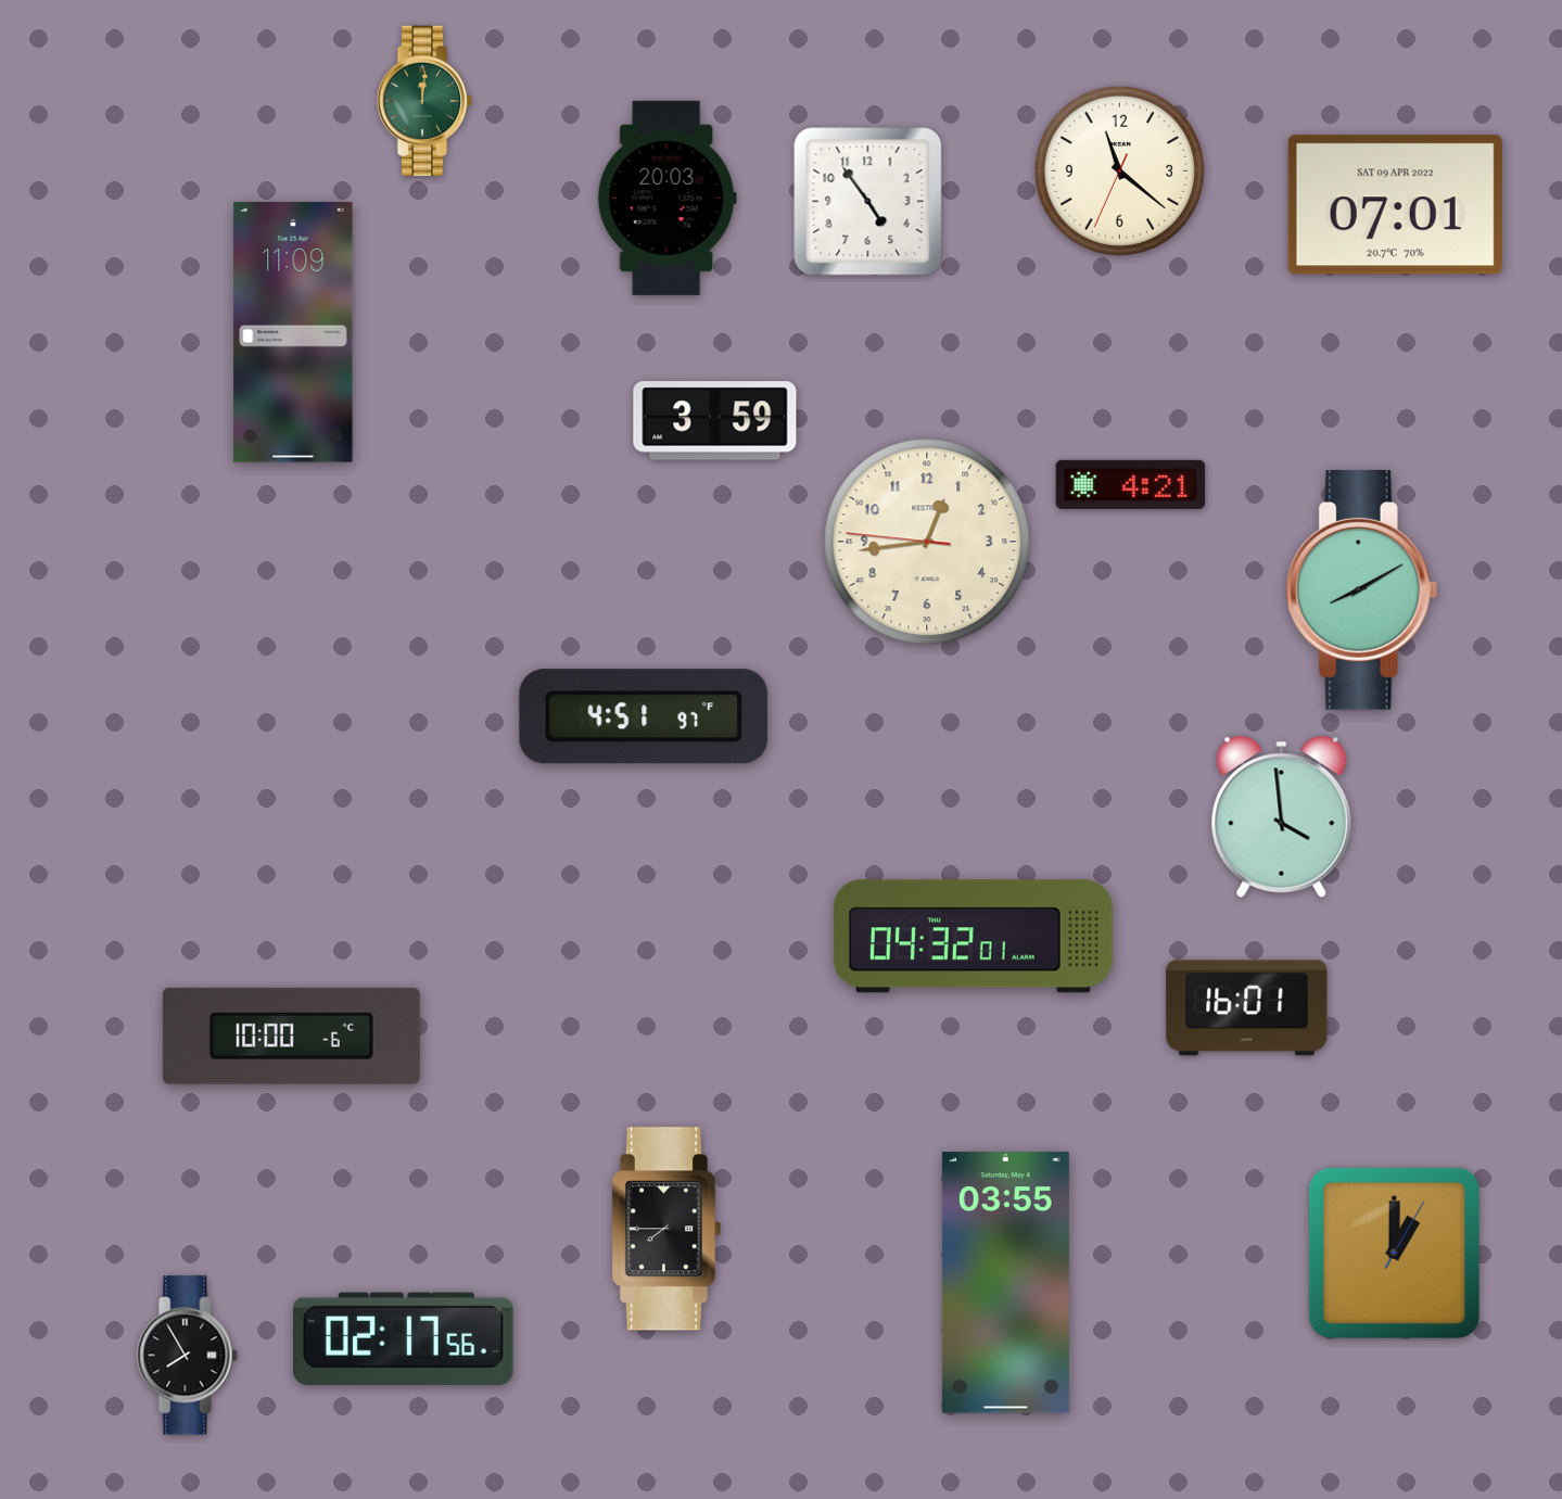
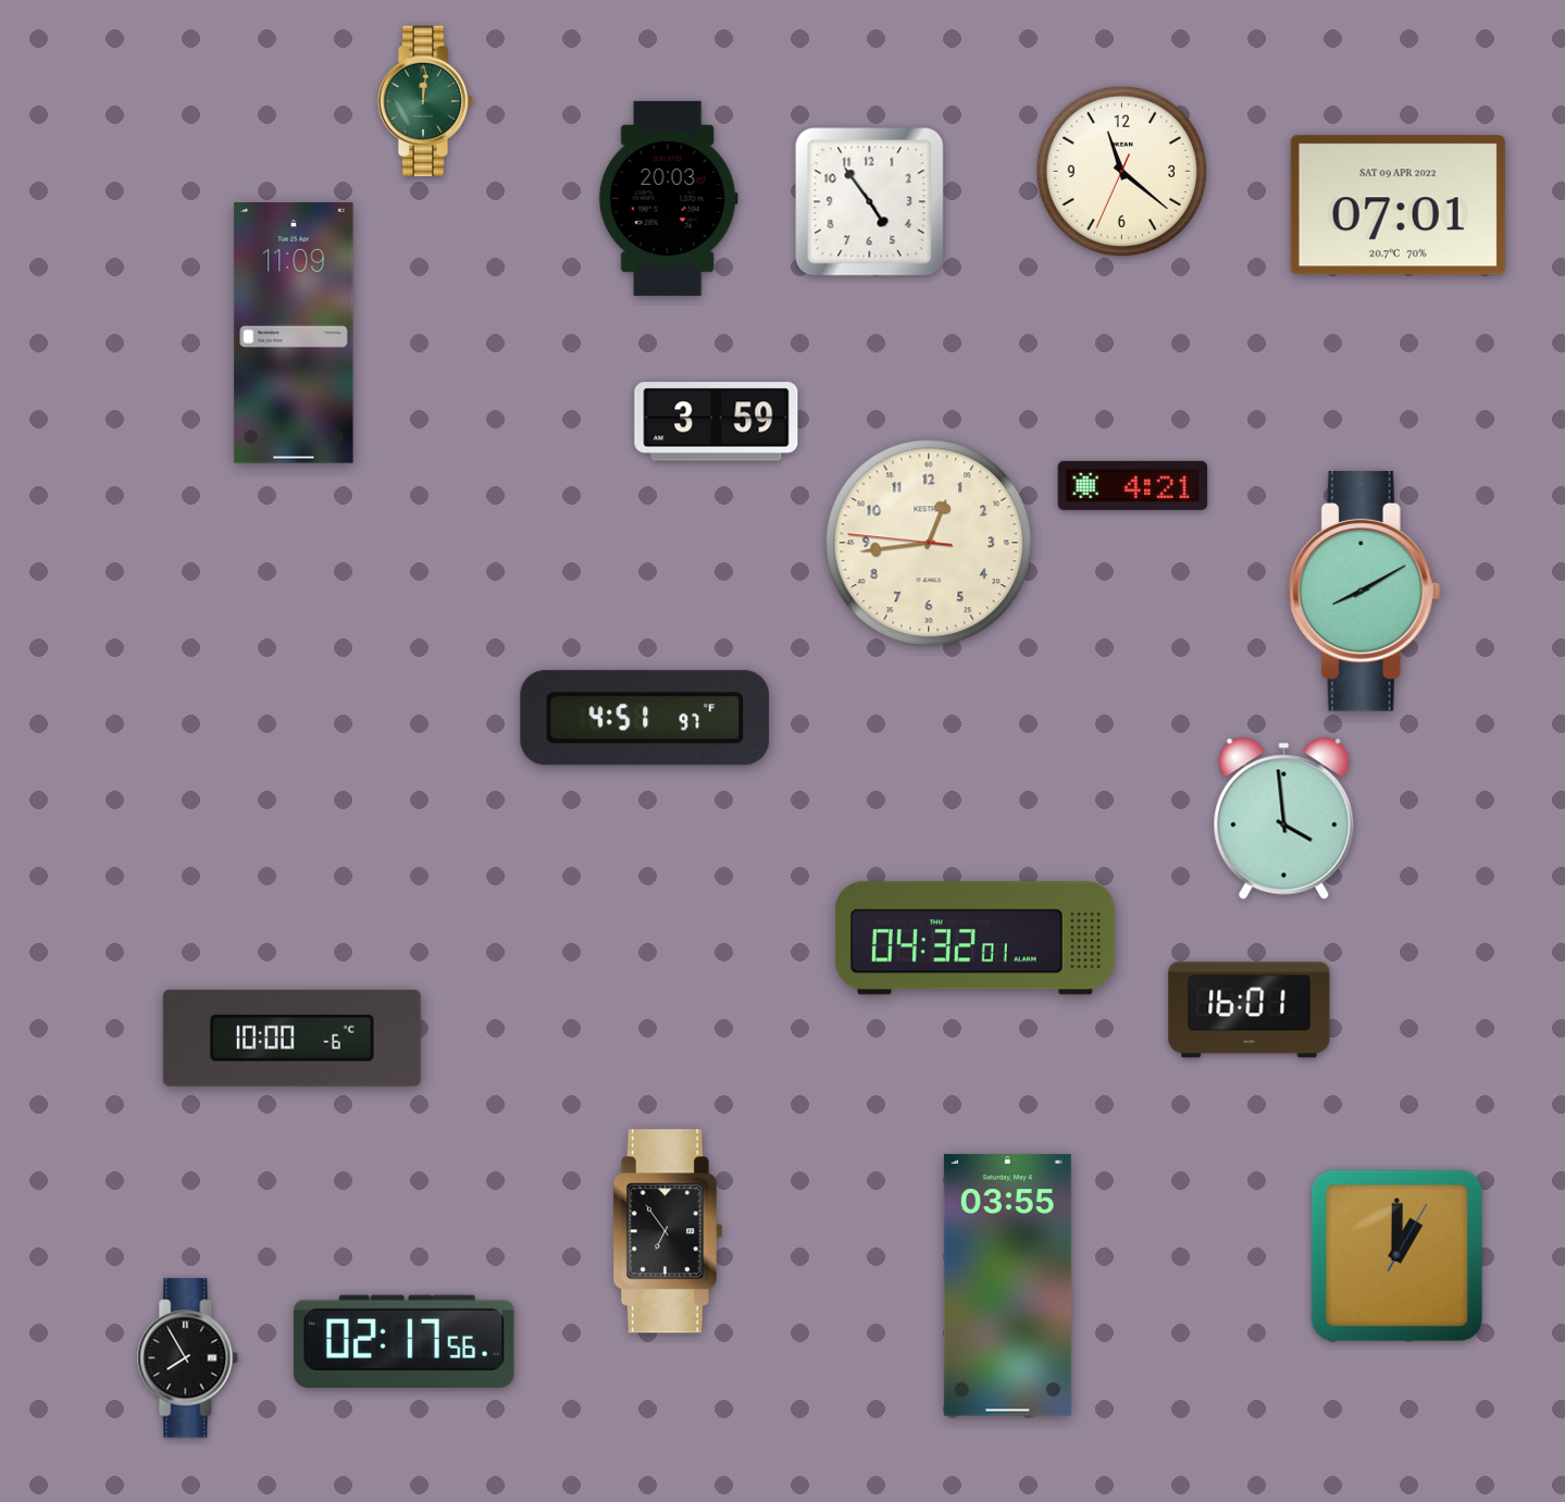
clock at (665, 1229): 7:45 -> 6:54
